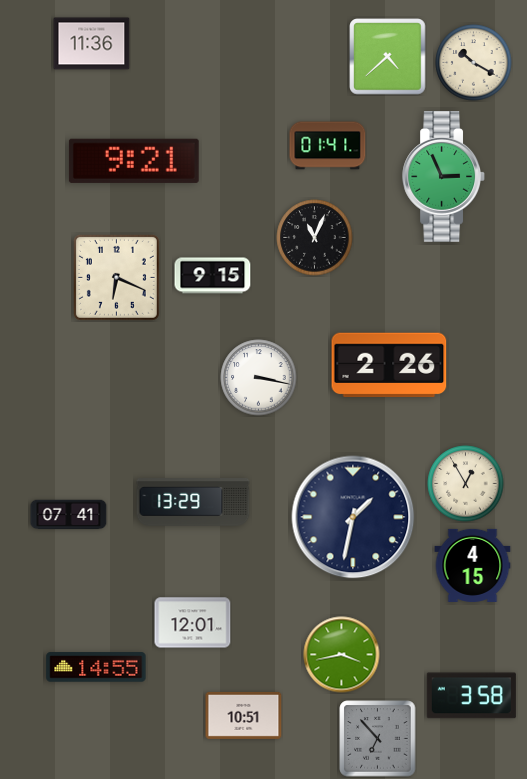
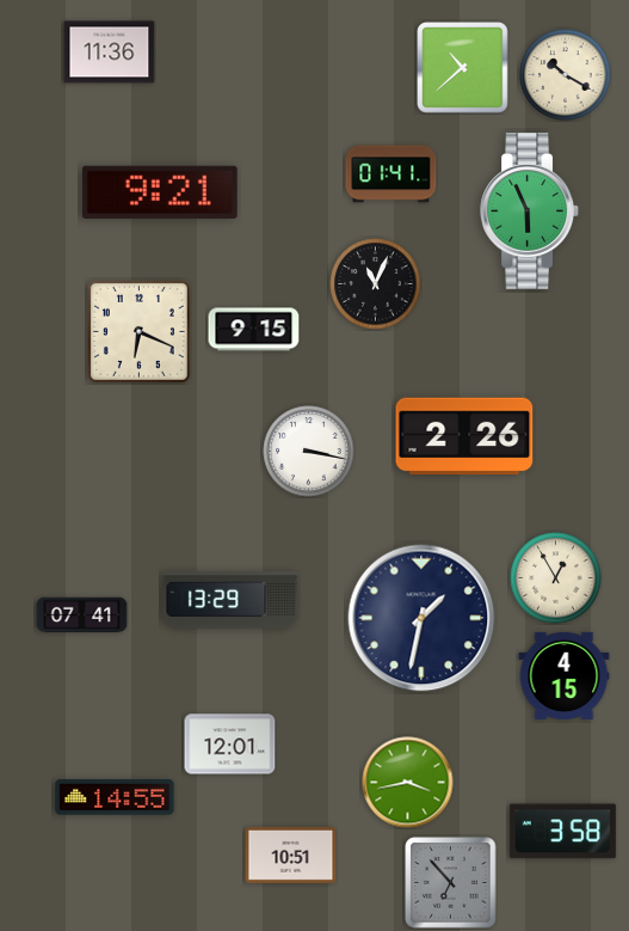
clock at (388, 57): 4:38 -> 10:38
clock at (443, 177): 2:56 -> 5:56
